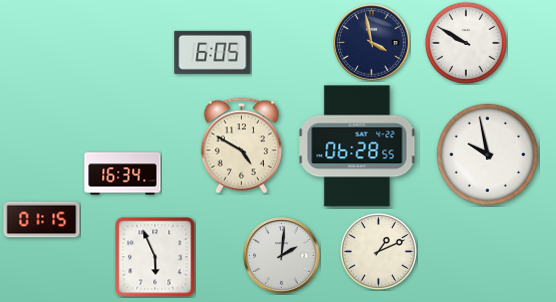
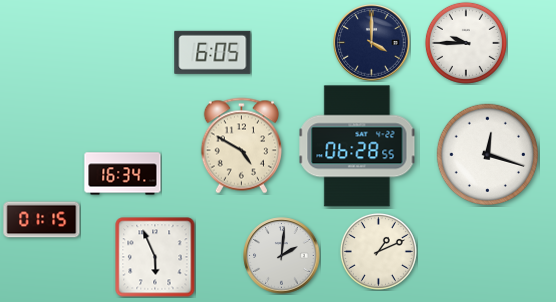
clock at (372, 43): 3:58 -> 4:00
clock at (466, 43): 9:50 -> 9:45
clock at (487, 154): 9:58 -> 12:18
